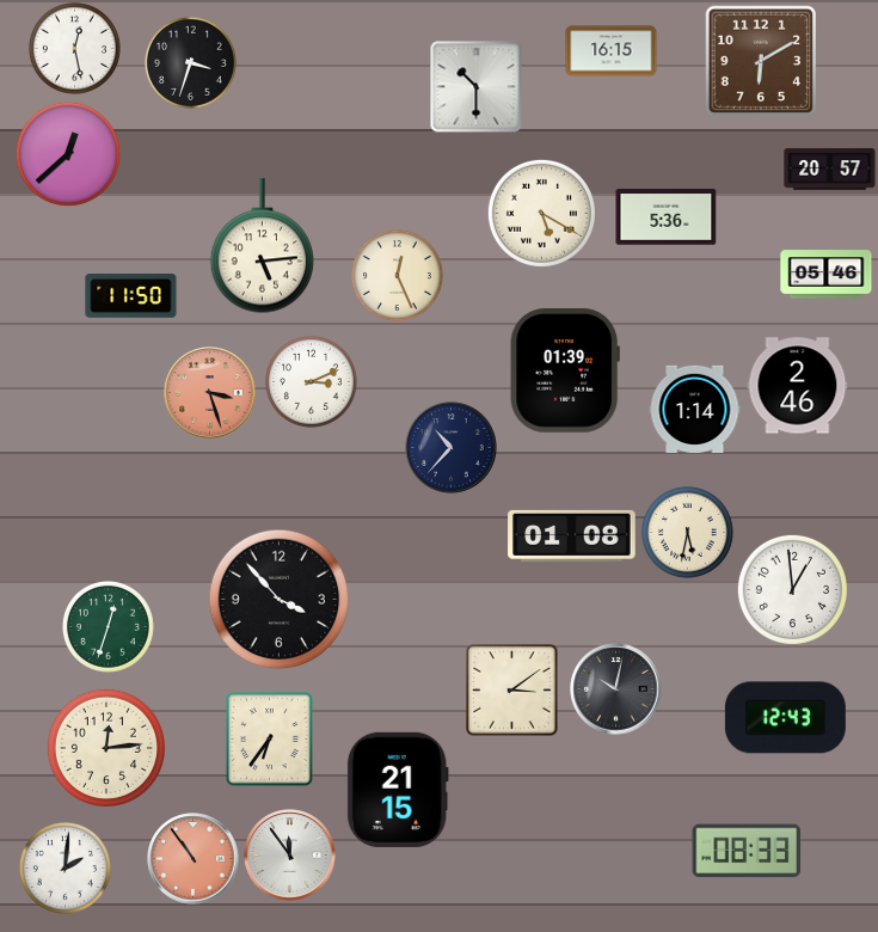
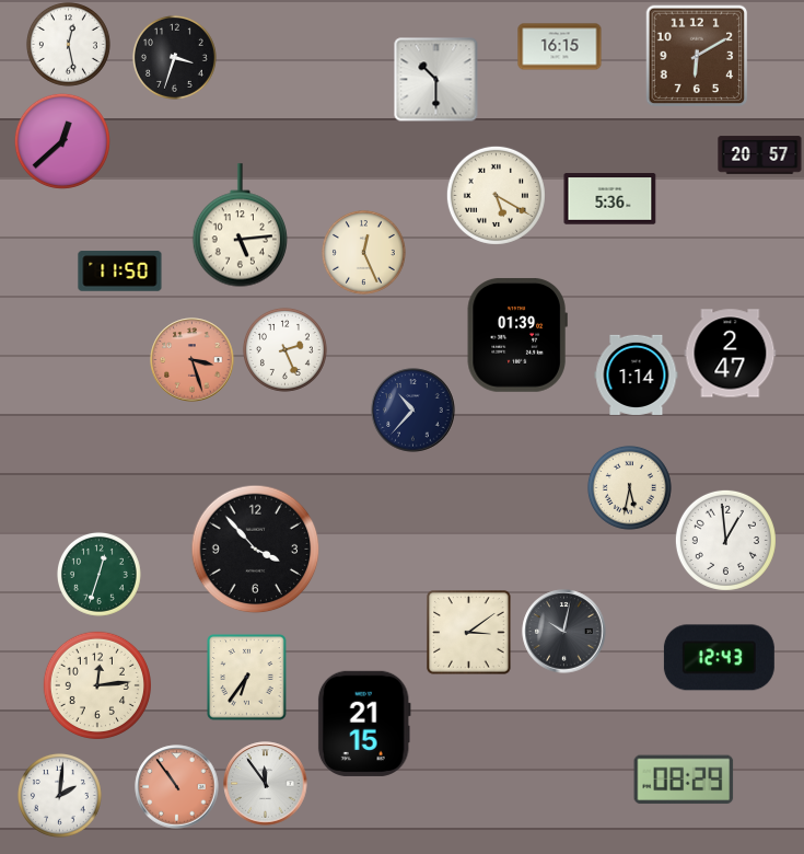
clock at (827, 275): 05:46 -> none
clock at (565, 370) position: (565, 370) -> (517, 335)
clock at (311, 381): 3:11 -> 2:26
clock at (798, 386): 2:46 -> 2:47
clock at (572, 535): 01:08 -> none
clock at (747, 851): 08:33 -> 08:29
